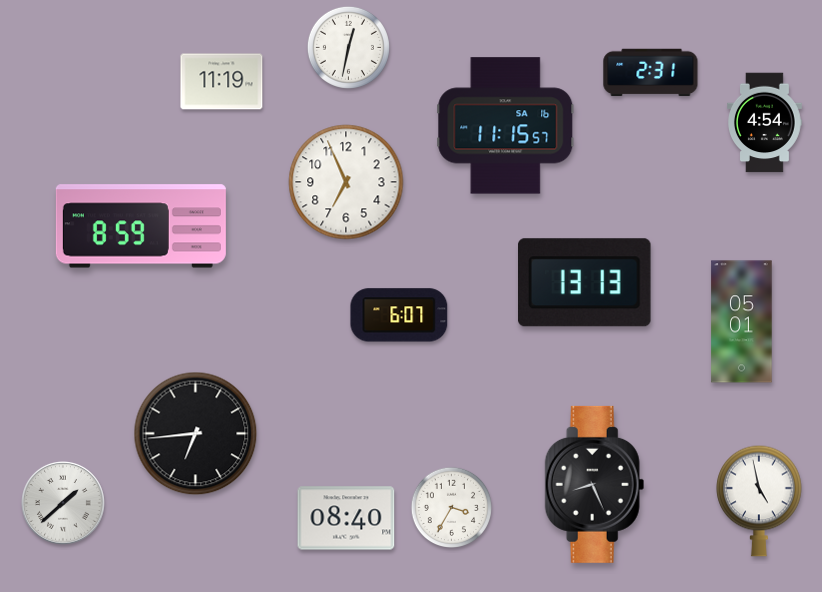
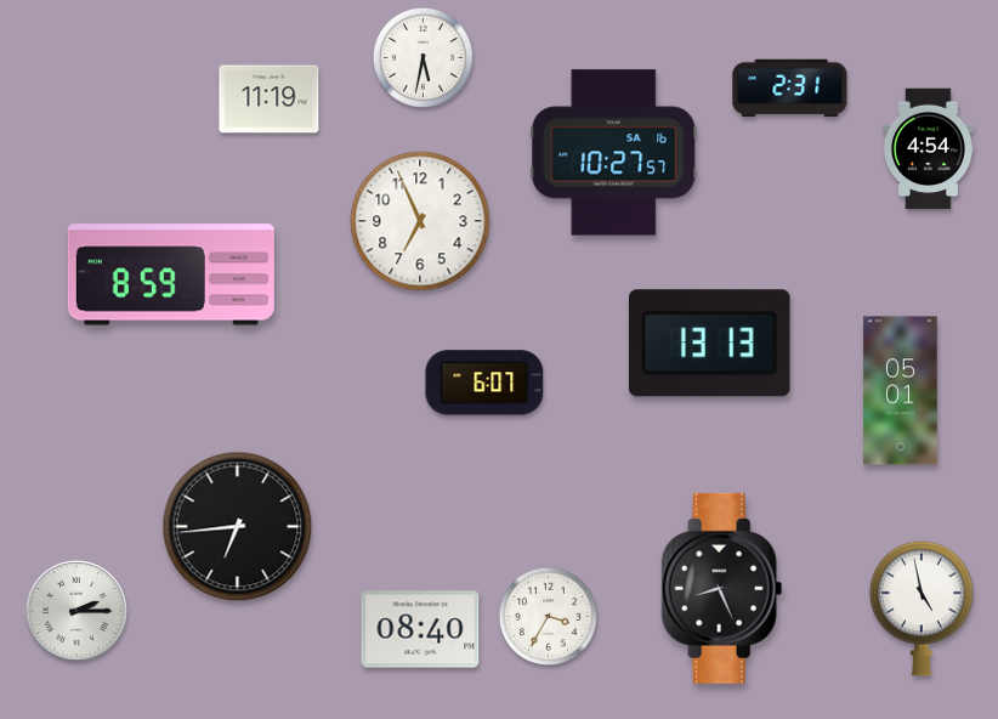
clock at (348, 47): 12:32 -> 5:32
clock at (506, 126): 11:15 -> 10:27
clock at (64, 504): 1:38 -> 2:15
